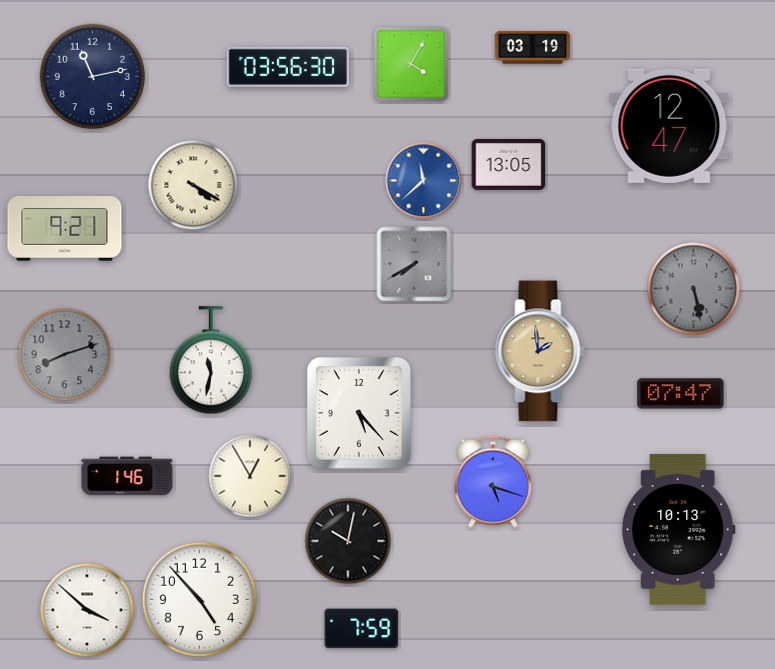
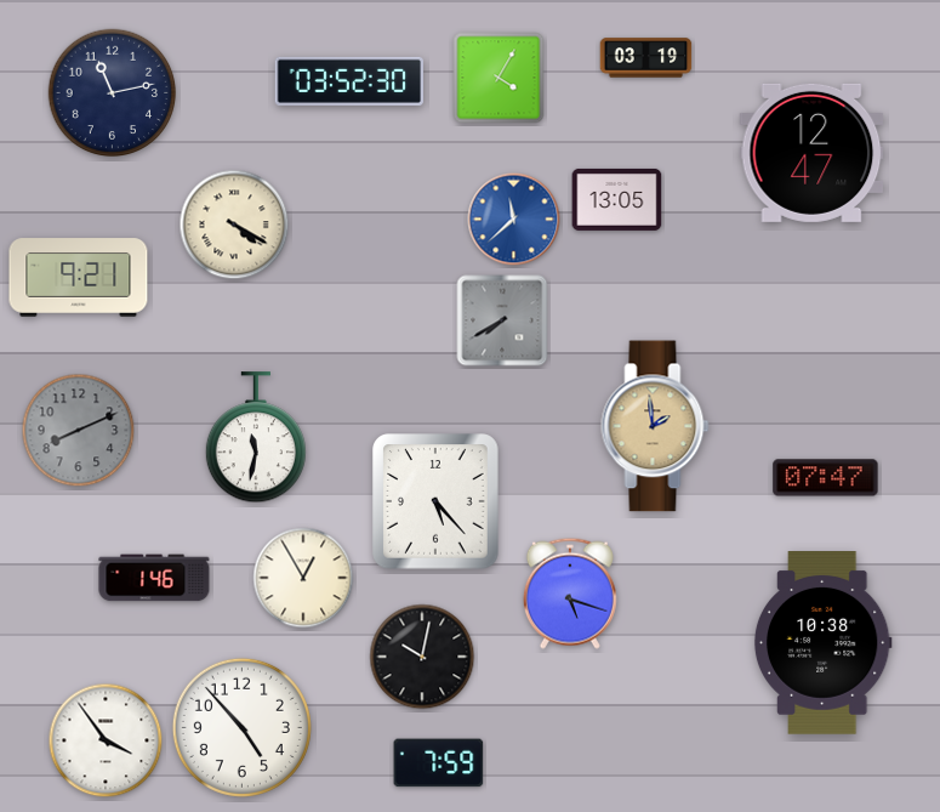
clock at (287, 67): 03:56 -> 03:52
clock at (694, 289): 5:28 -> none
clock at (65, 355): 8:12 -> 8:11
clock at (493, 482) position: (493, 482) -> (570, 594)
clock at (678, 530): 10:13 -> 10:38
clock at (87, 610): 3:52 -> 3:54
